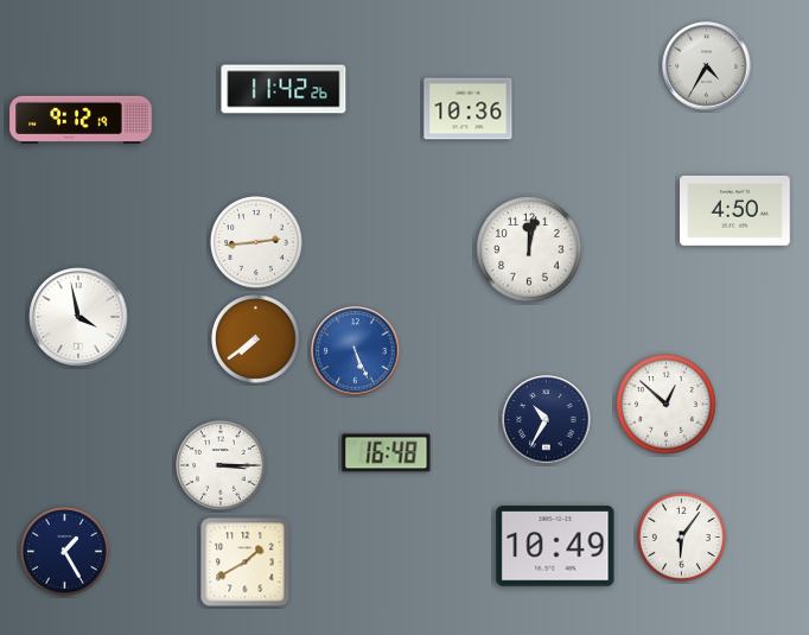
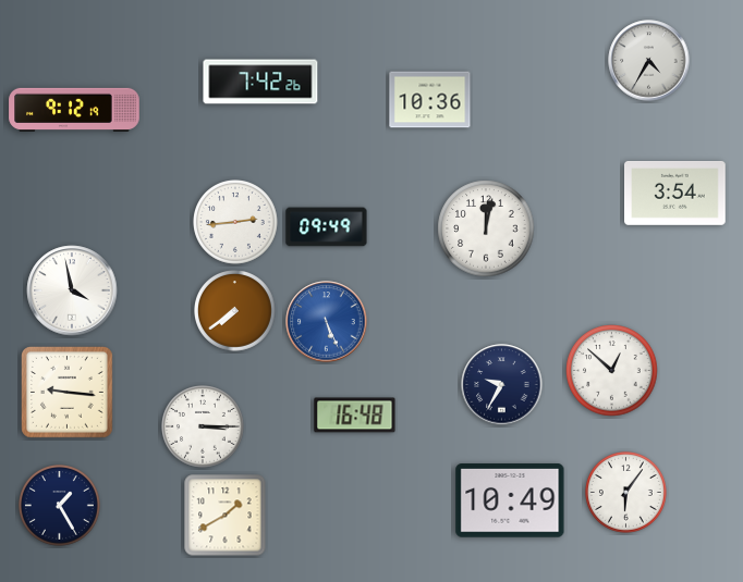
clock at (284, 89): 11:42 -> 7:42
clock at (735, 210): 4:50 -> 3:54
clock at (327, 227): none -> 09:49
clock at (547, 420): 10:35 -> 9:35
clock at (66, 392): none -> 9:16
